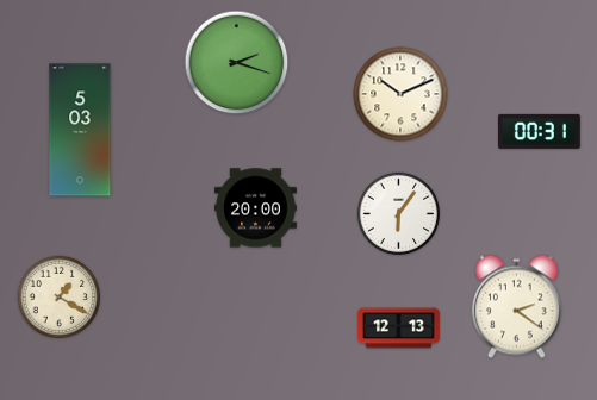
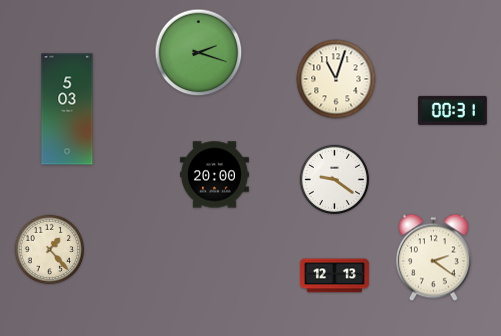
clock at (400, 94): 10:11 -> 11:03
clock at (398, 213): 6:06 -> 9:21
clock at (58, 296): 1:20 -> 1:23
